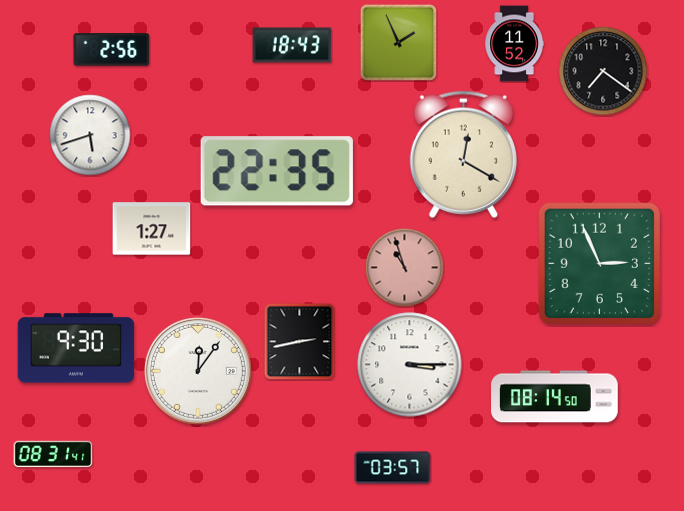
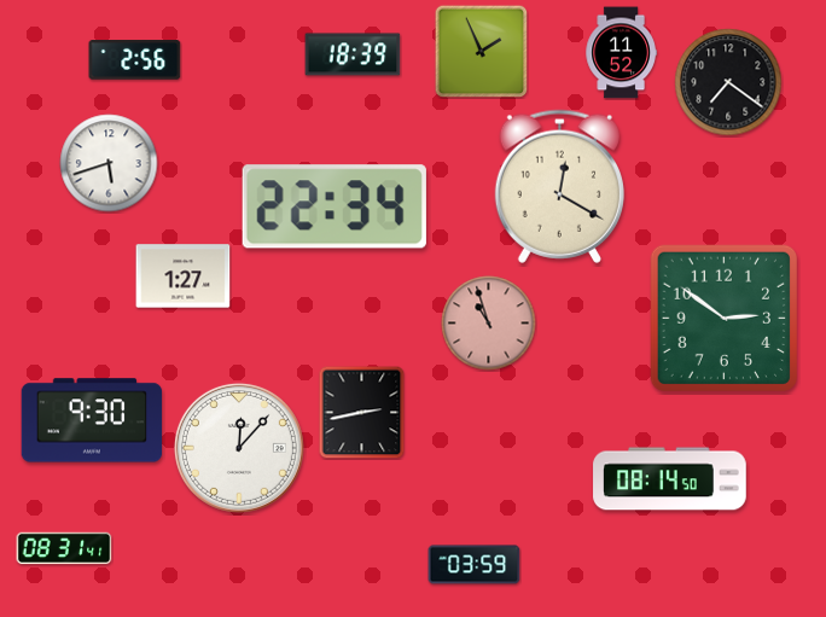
clock at (292, 45): 18:43 -> 18:39
clock at (603, 71) position: (603, 71) -> (728, 82)
clock at (277, 171): 22:35 -> 22:34
clock at (599, 263): 2:56 -> 2:51
clock at (410, 365): 3:15 -> none
clock at (198, 371): 12:06 -> 12:07
clock at (393, 468): 03:57 -> 03:59
